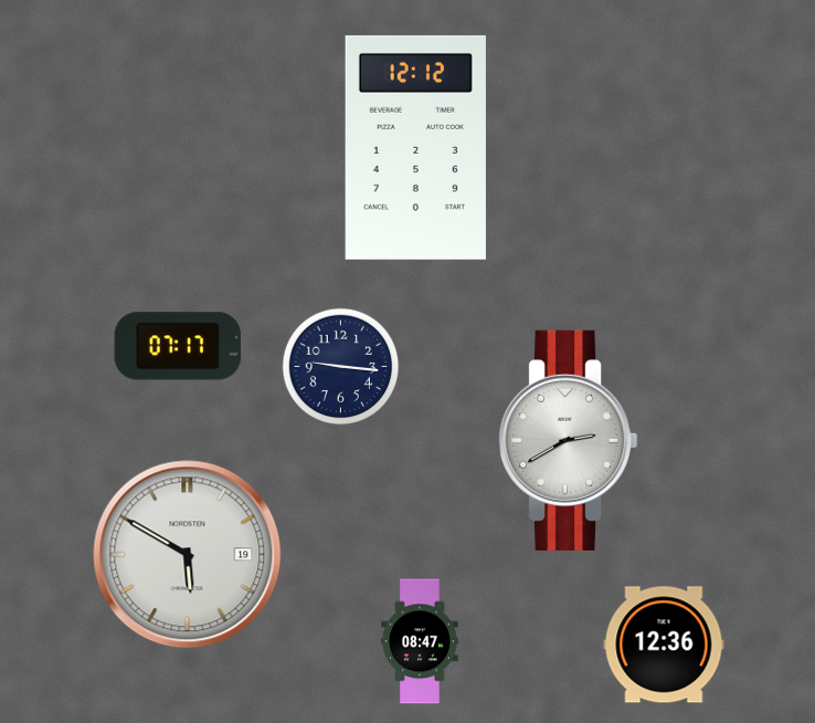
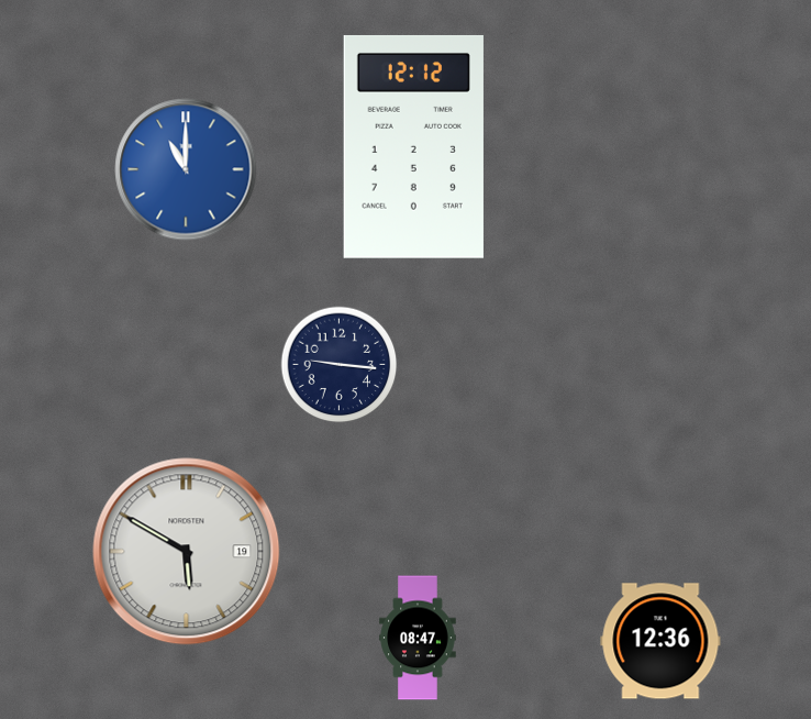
clock at (186, 169): none -> 11:00
clock at (178, 346): 07:17 -> none
clock at (569, 440): 2:40 -> none
